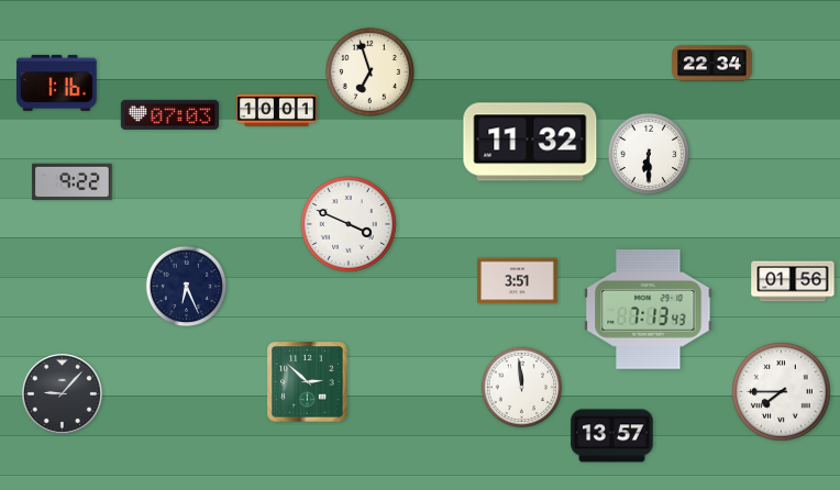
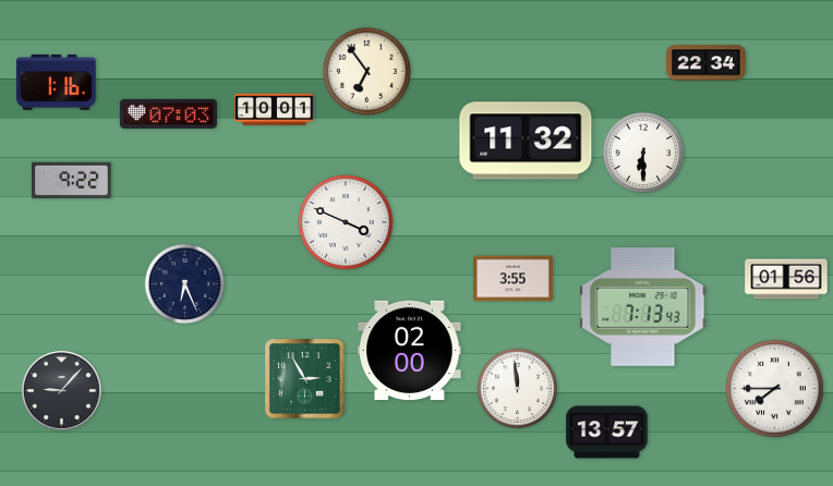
clock at (369, 71): 6:57 -> 6:54
clock at (518, 281): 3:51 -> 3:55
clock at (410, 351): none -> 02:00
clock at (308, 382): 2:52 -> 2:55
clock at (522, 388) position: (522, 388) -> (518, 389)
